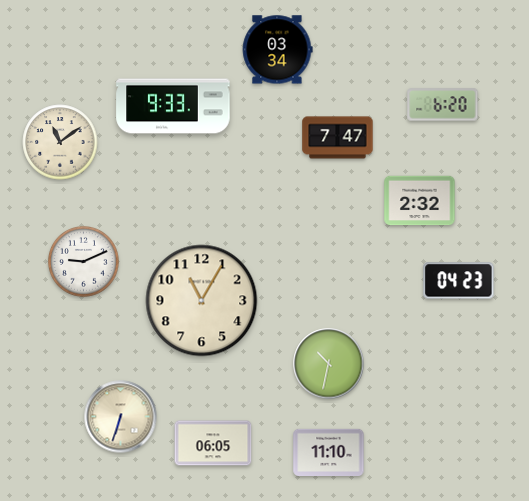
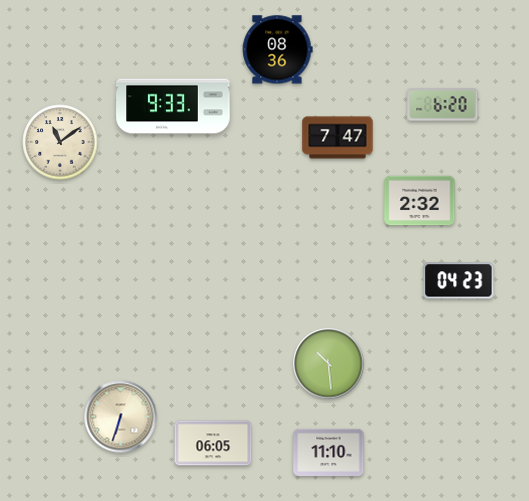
clock at (277, 50): 03:34 -> 08:36
clock at (84, 262): 9:11 -> none
clock at (202, 301): 11:05 -> none
clock at (329, 364): 10:32 -> 10:29
